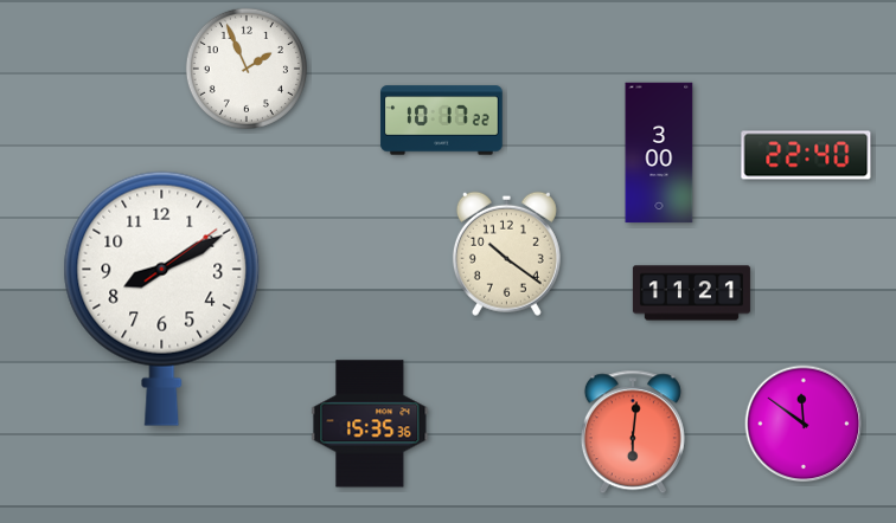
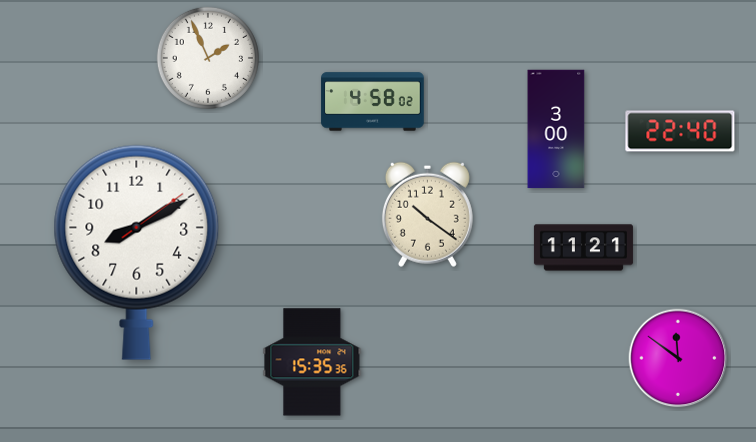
clock at (442, 121): 10:17 -> 4:58
clock at (370, 424) position: (370, 424) -> (312, 362)
clock at (633, 432): 6:01 -> none
